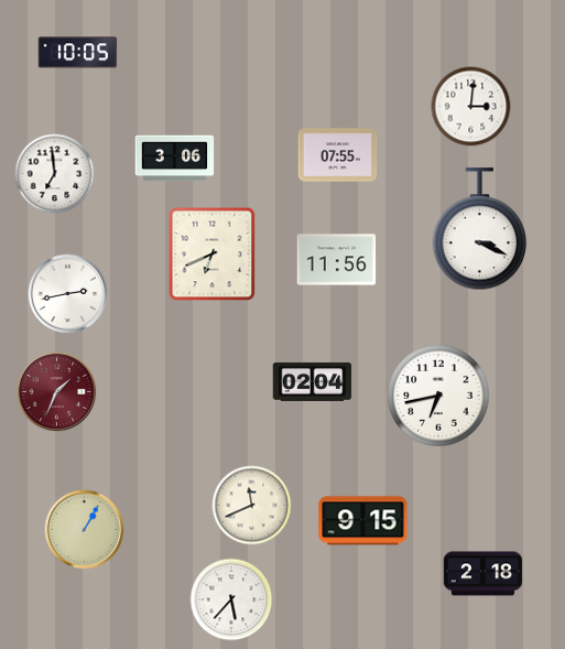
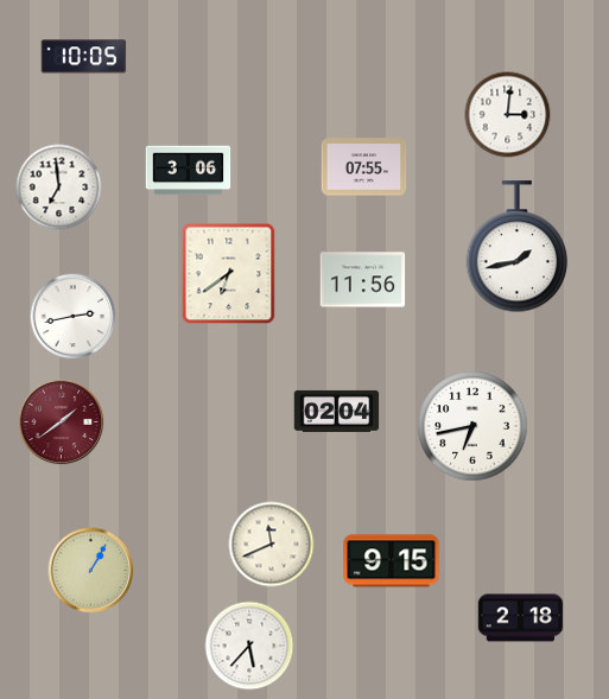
clock at (480, 229): 3:19 -> 1:43
clock at (213, 255): 6:41 -> 6:39
clock at (57, 392): 1:34 -> 1:39
